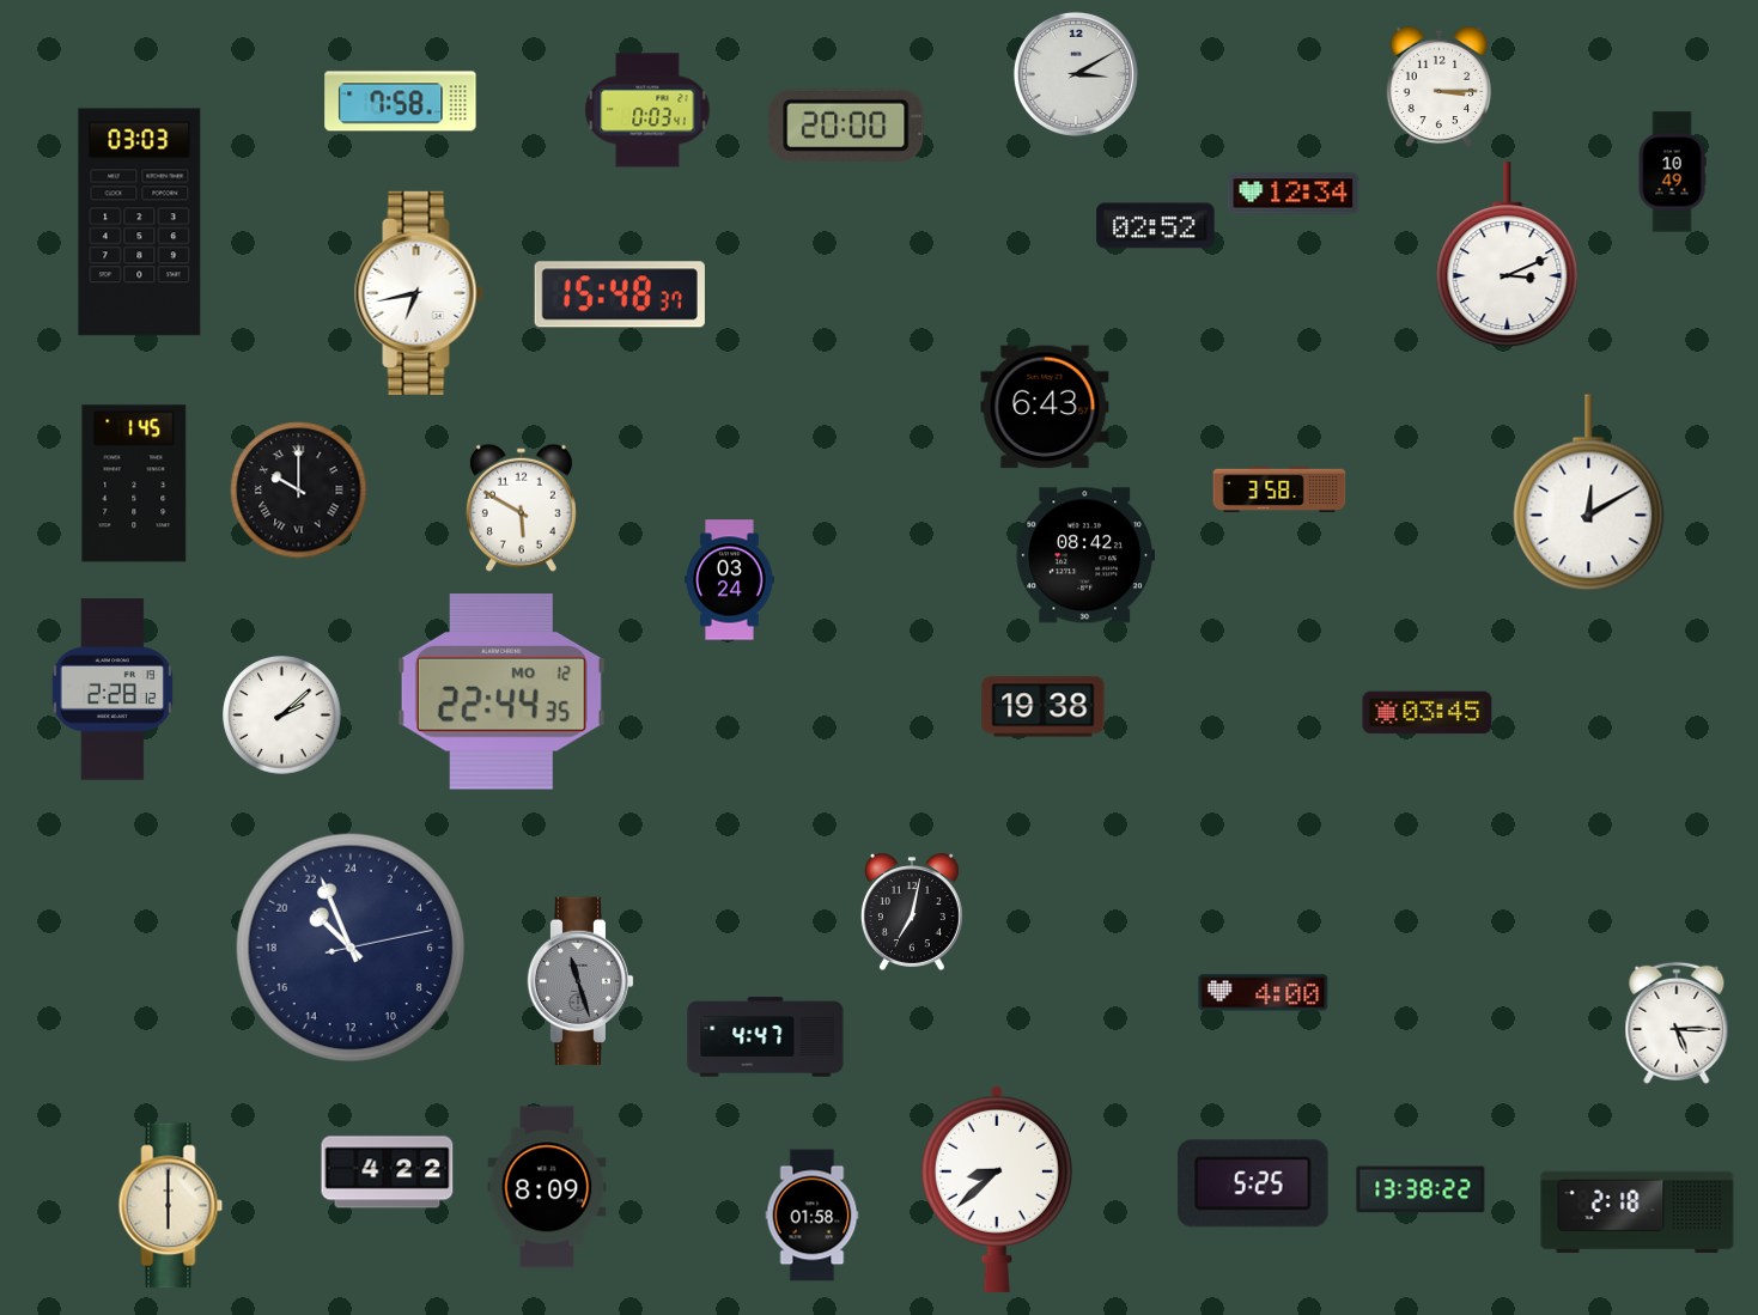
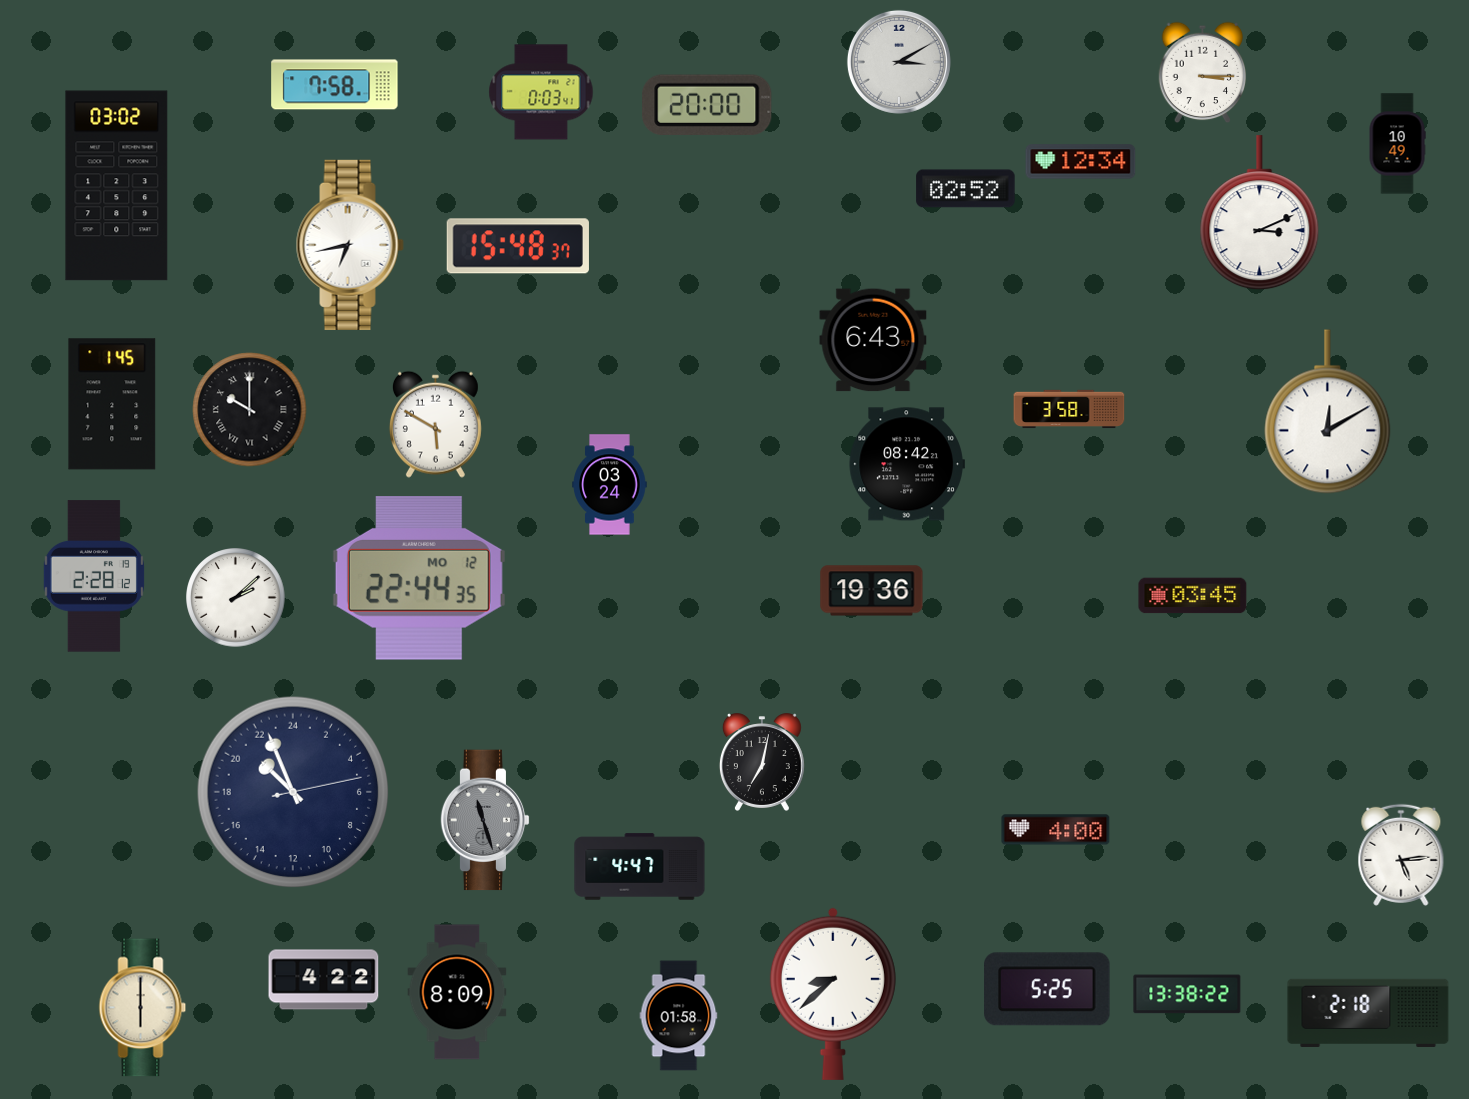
clock at (140, 223): 03:03 -> 03:02
clock at (1044, 707): 19:38 -> 19:36
clock at (1677, 1023): 5:15 -> 5:14
